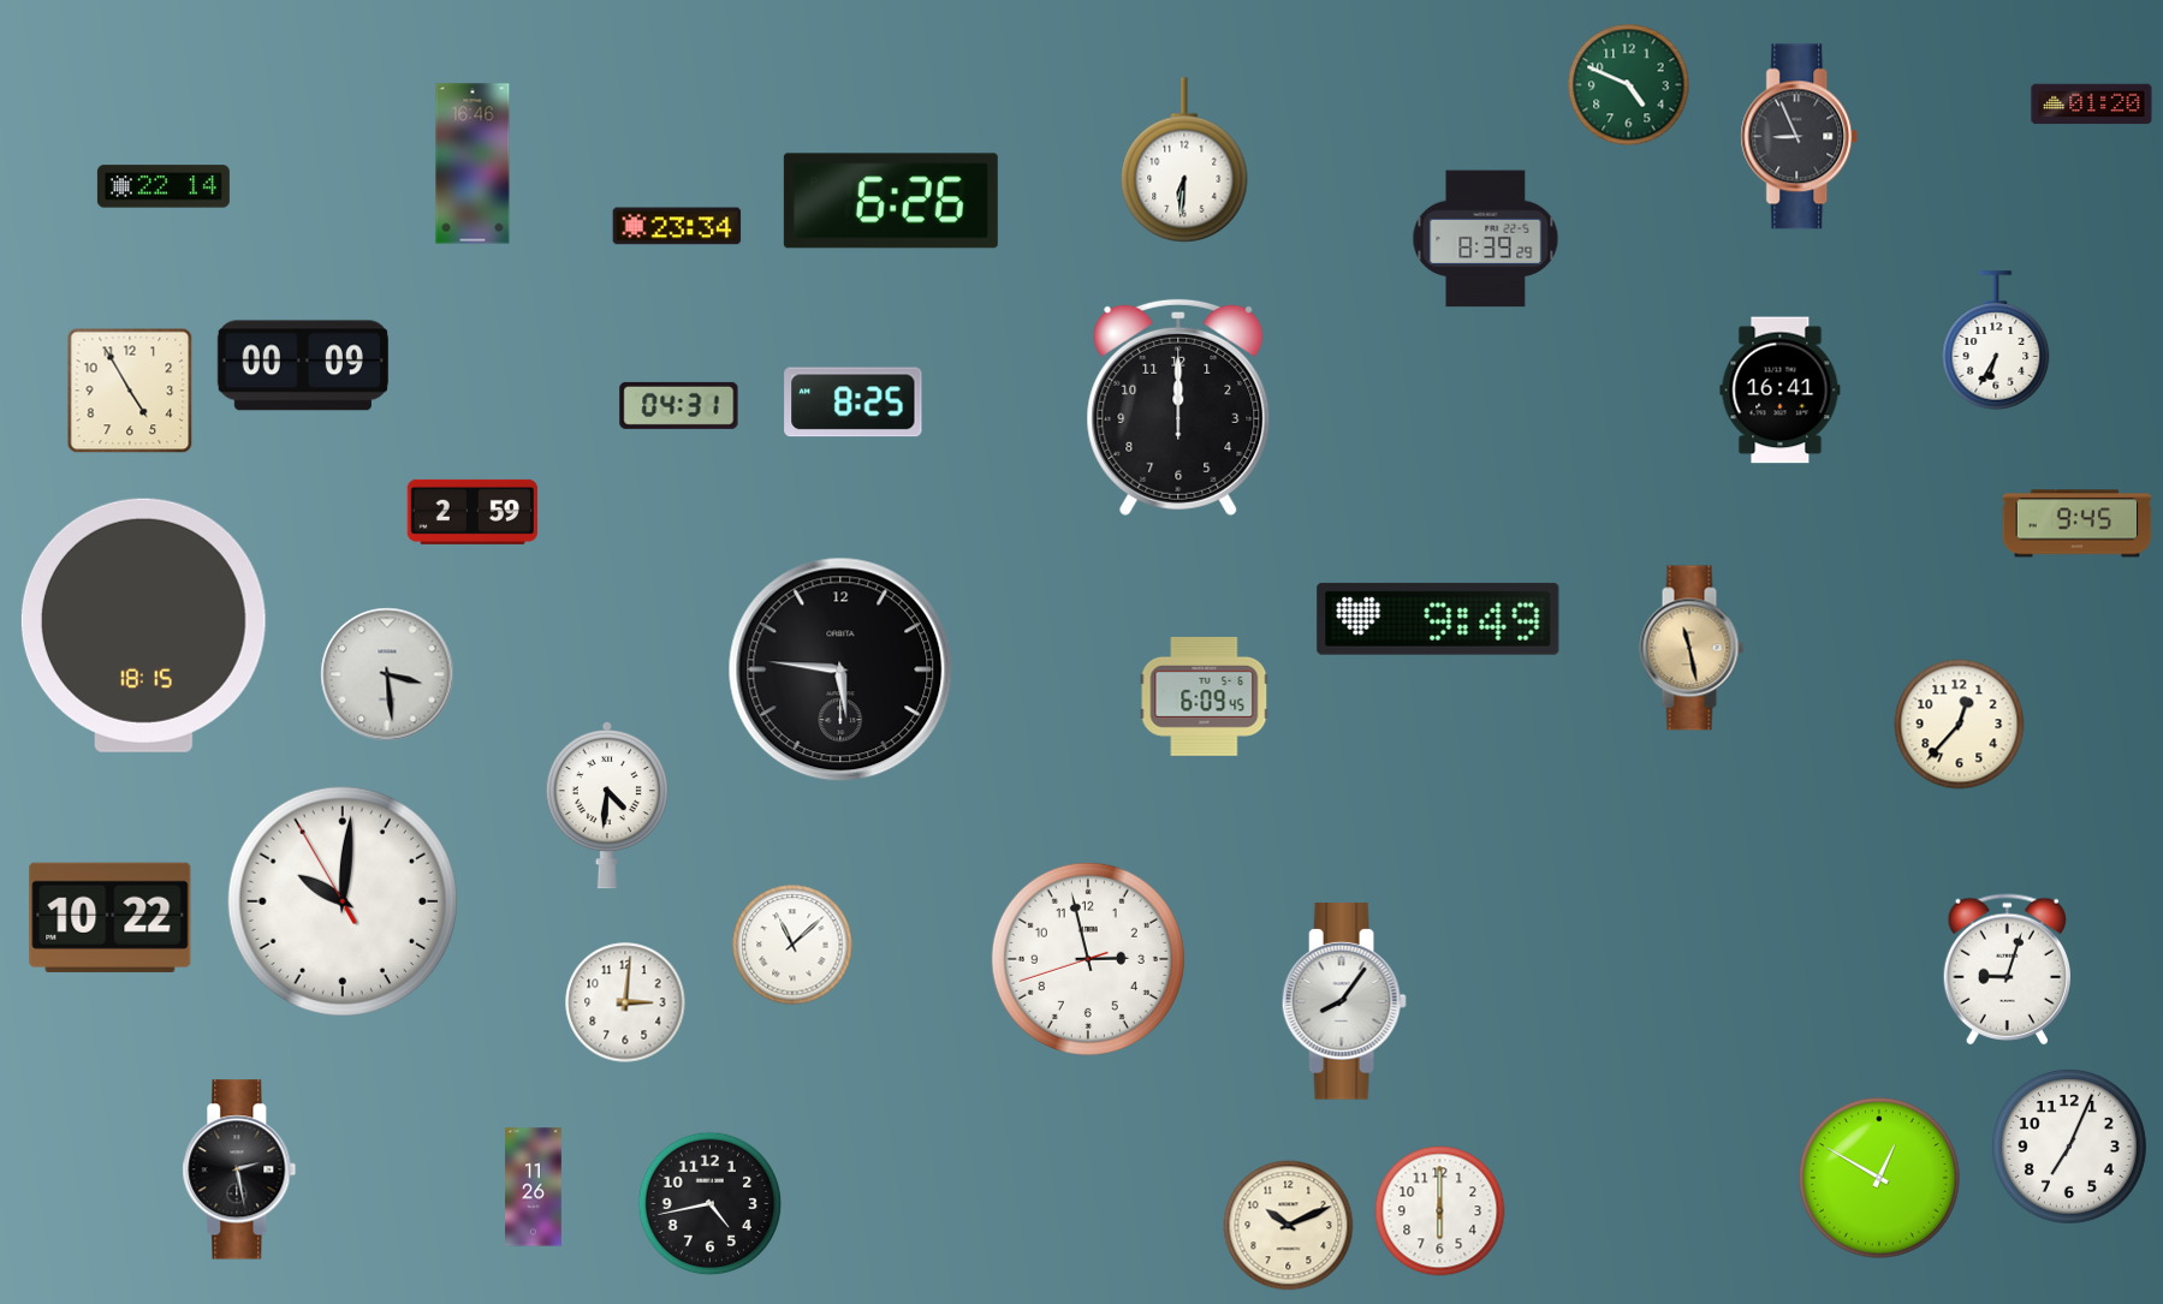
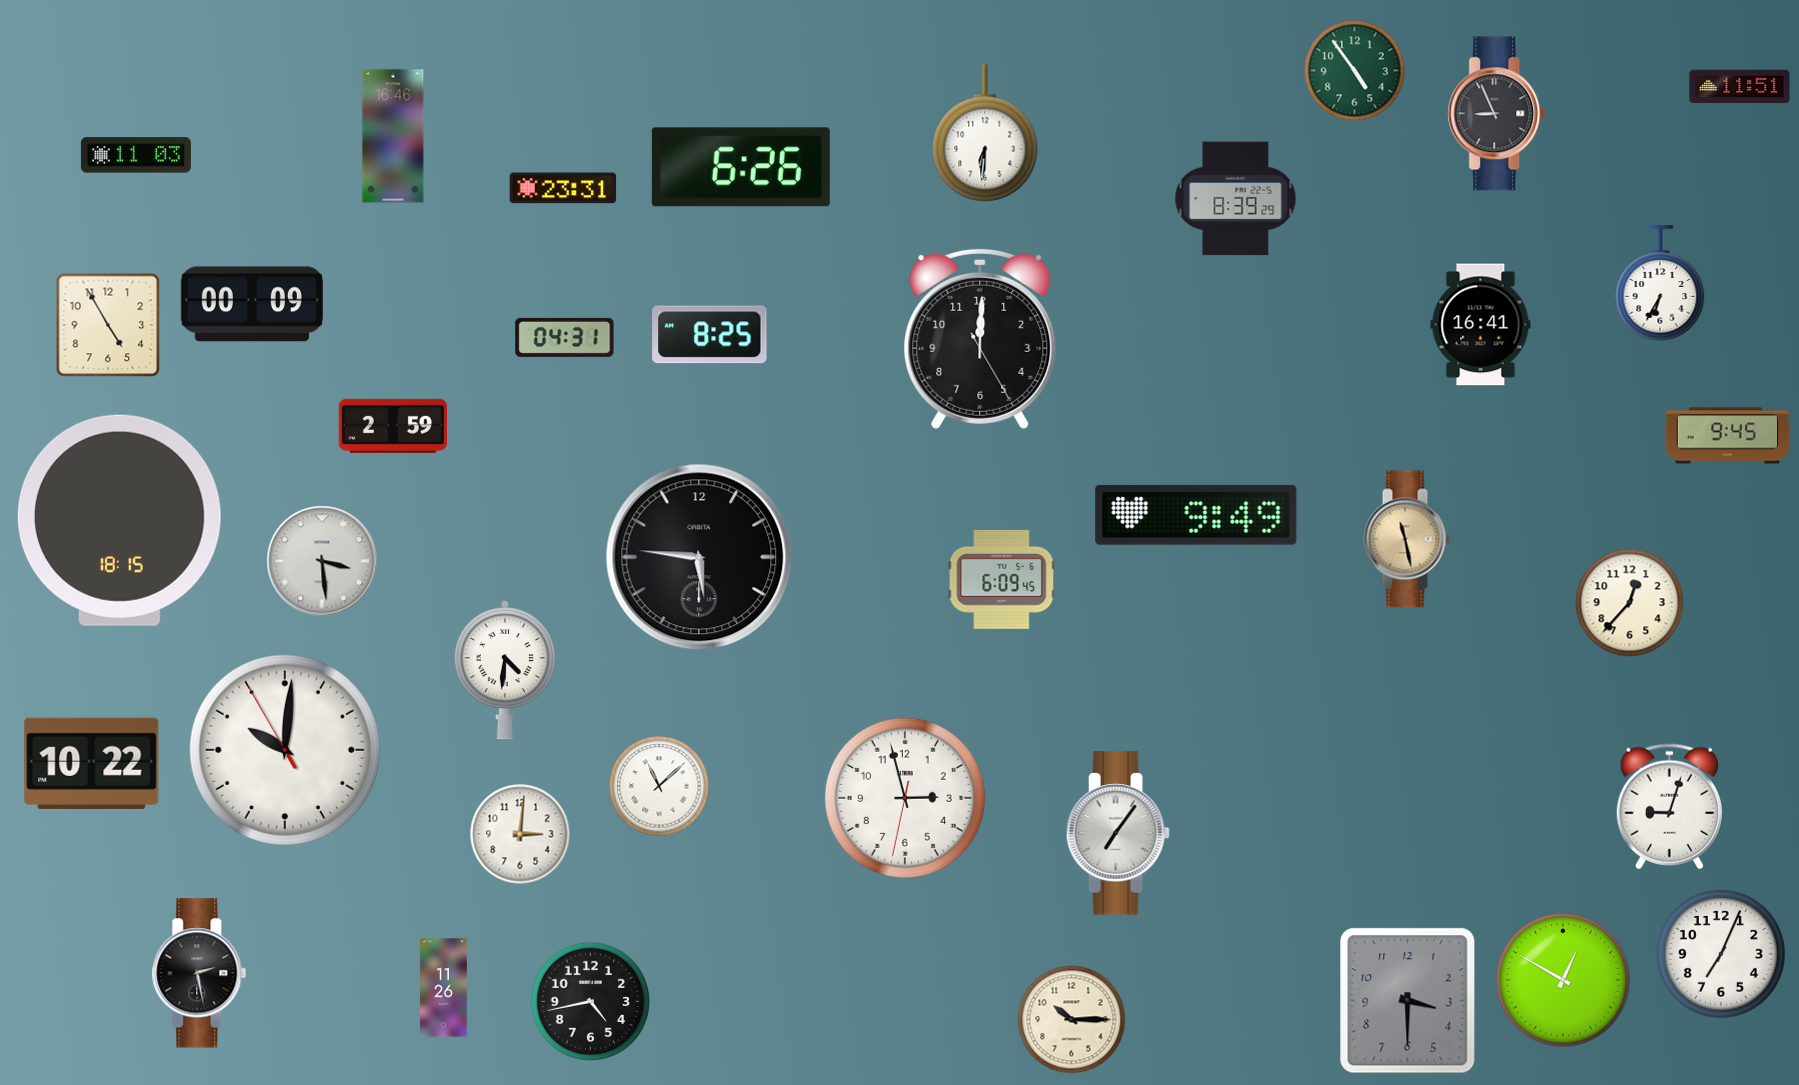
clock at (1629, 85): 4:49 -> 4:54
clock at (2092, 105): 01:20 -> 11:51
clock at (164, 186): 22:14 -> 11:03
clock at (677, 226): 23:34 -> 23:31
clock at (1178, 407): 12:00:00 -> 12:00:25
clock at (1088, 959): 2:57:42 -> 2:57:32
clock at (1344, 1001): 8:06 -> 7:06
clock at (1408, 1001): none -> 3:30
clock at (1440, 1211): 6:00 -> none
clock at (1289, 1226): 10:11 -> 10:15
